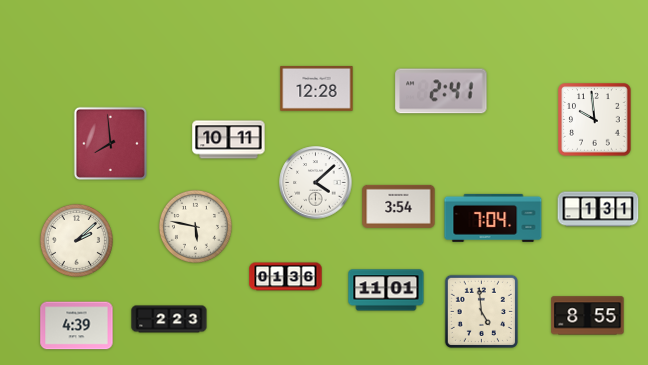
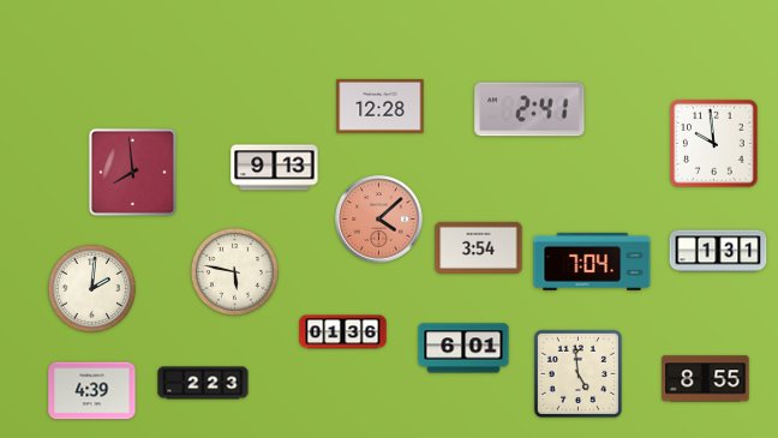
clock at (229, 140): 10:11 -> 9:13
clock at (316, 183) dial: white -> salmon
clock at (76, 240): 2:08 -> 2:01
clock at (386, 290): 11:01 -> 6:01
